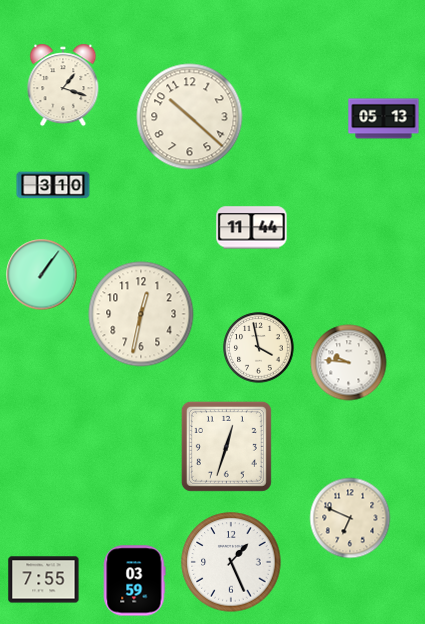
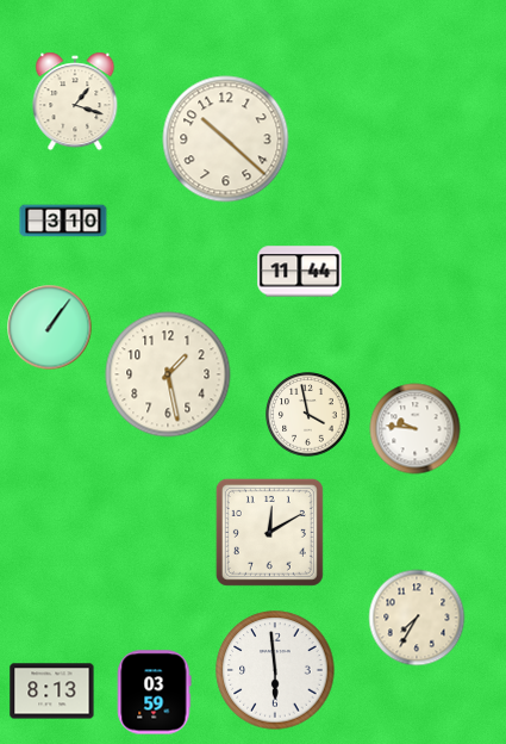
clock at (384, 119): 05:13 -> none
clock at (141, 314): 12:32 -> 1:28
clock at (349, 363) position: (349, 363) -> (416, 429)
clock at (226, 446): 12:33 -> 12:10
clock at (350, 518): 6:49 -> 7:35
clock at (231, 562): 1:26 -> 5:59
clock at (44, 580): 7:55 -> 8:13
clock at (135, 581) position: (135, 581) -> (155, 693)
